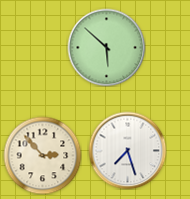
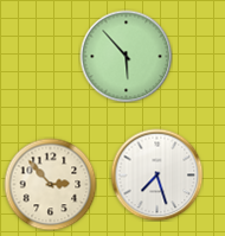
clock at (106, 47): 5:52 -> 5:53
clock at (127, 150) position: (127, 150) -> (156, 174)
